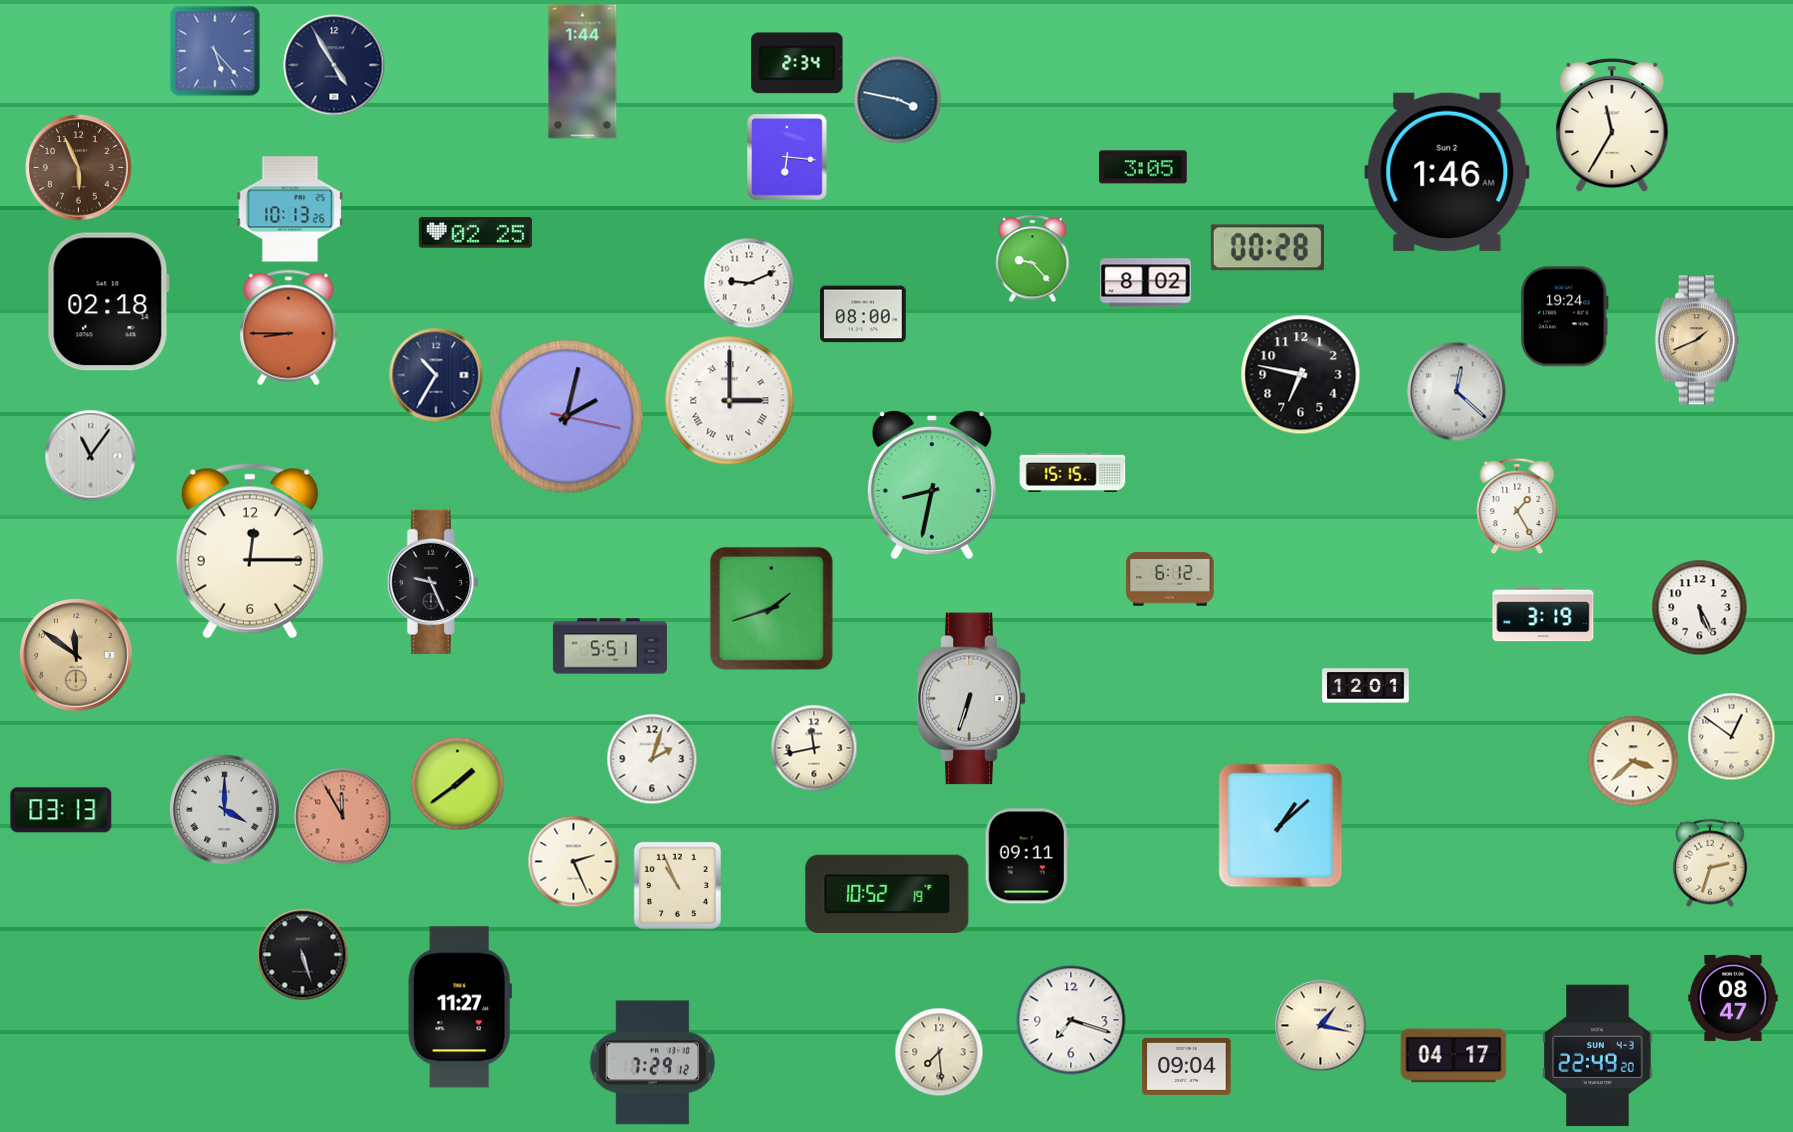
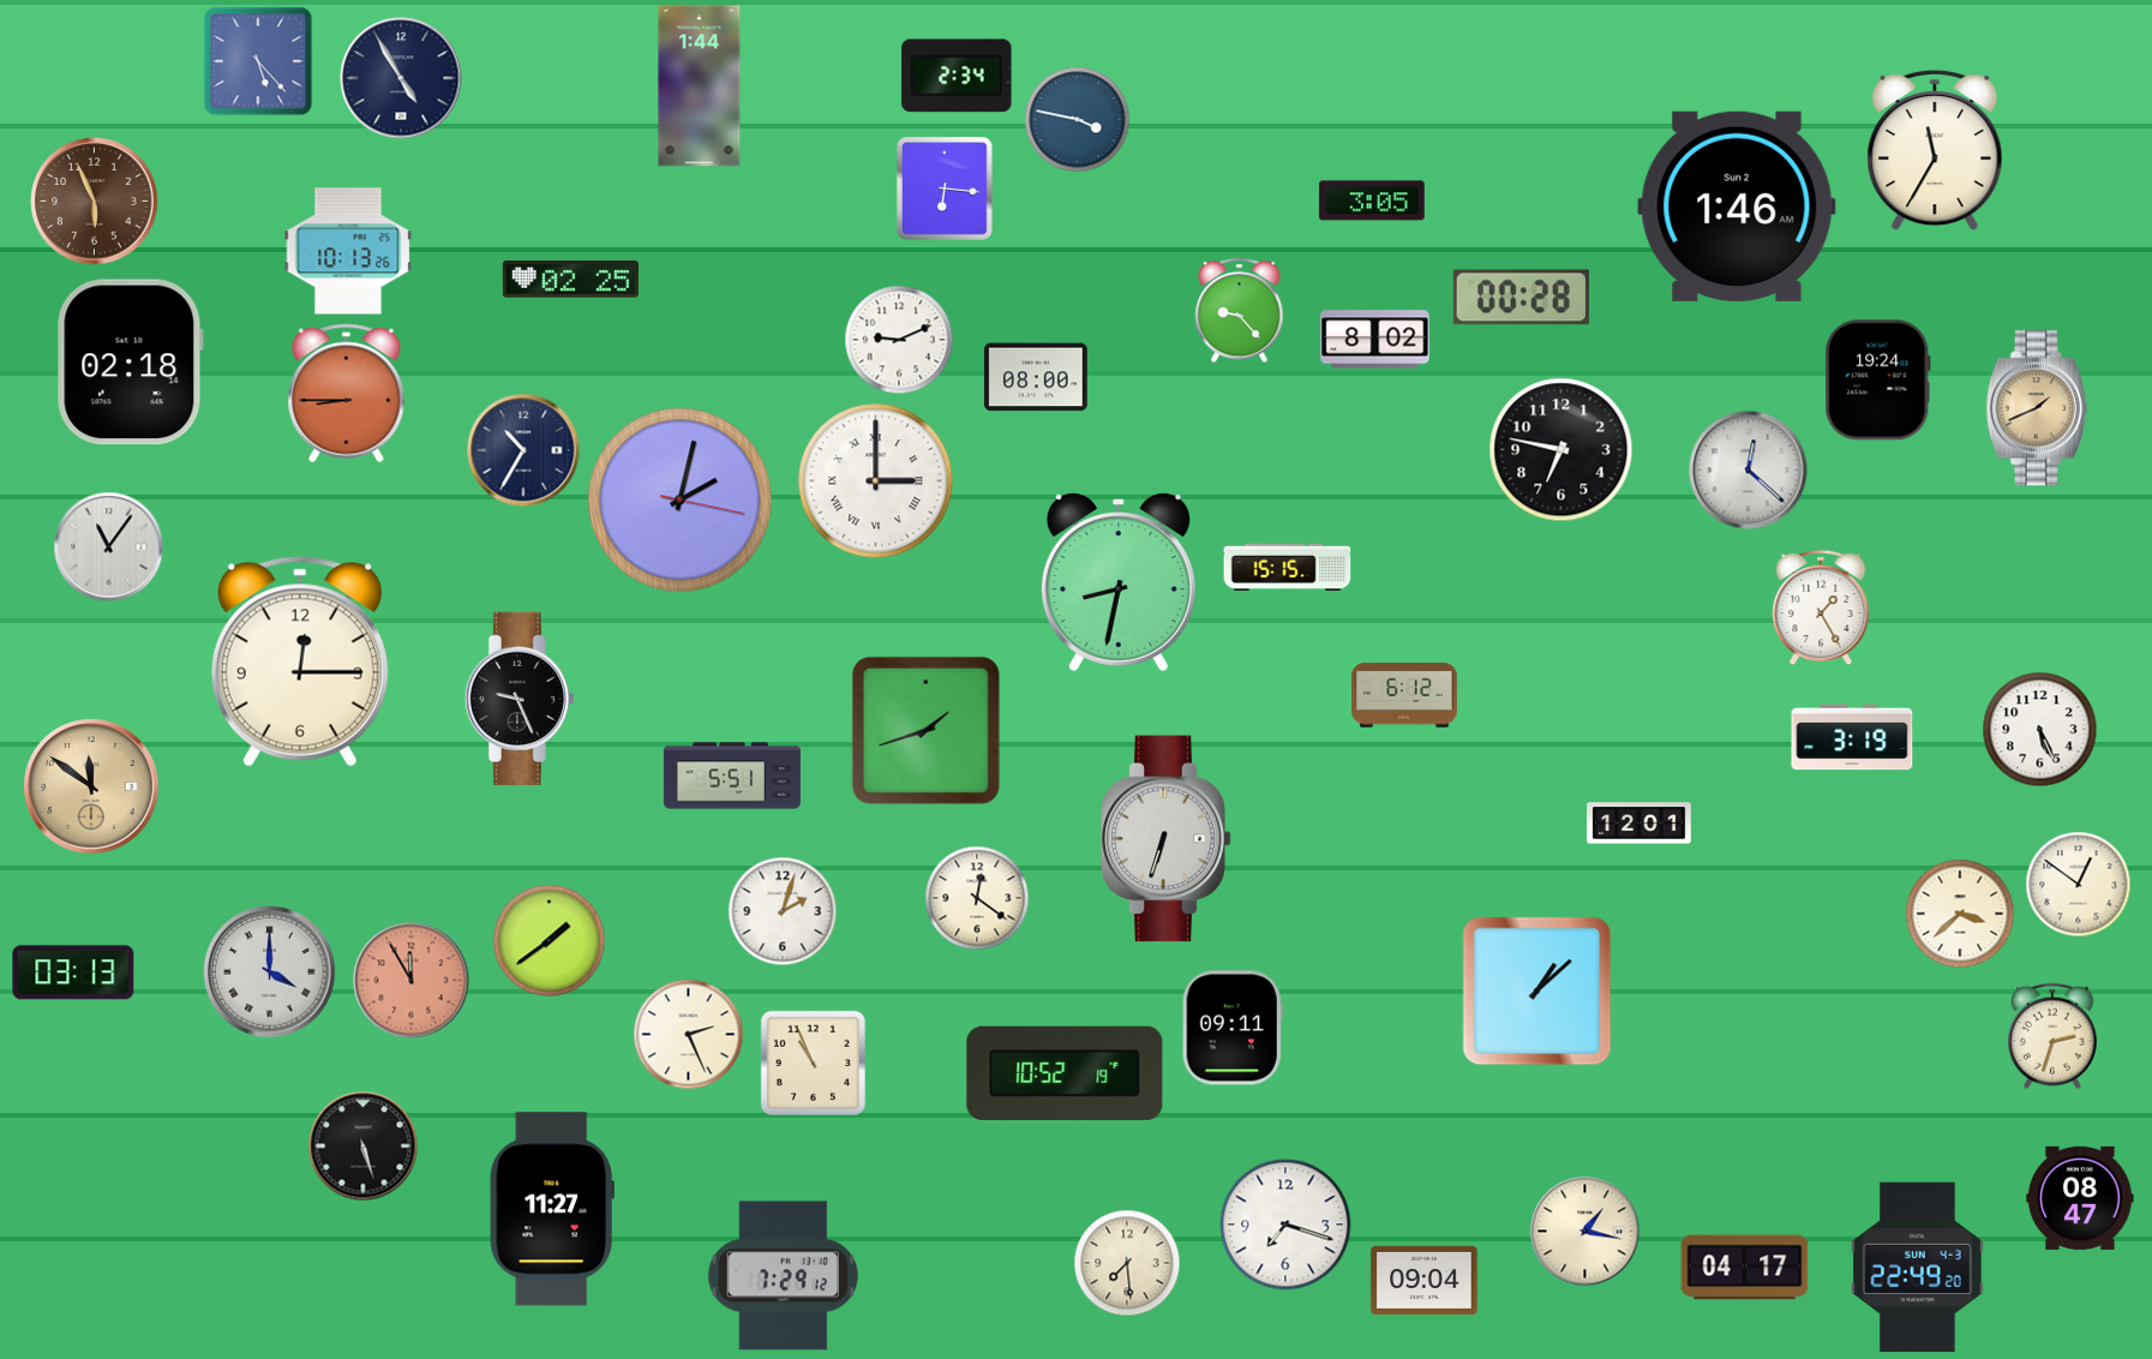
clock at (814, 748): 11:43 -> 12:21
